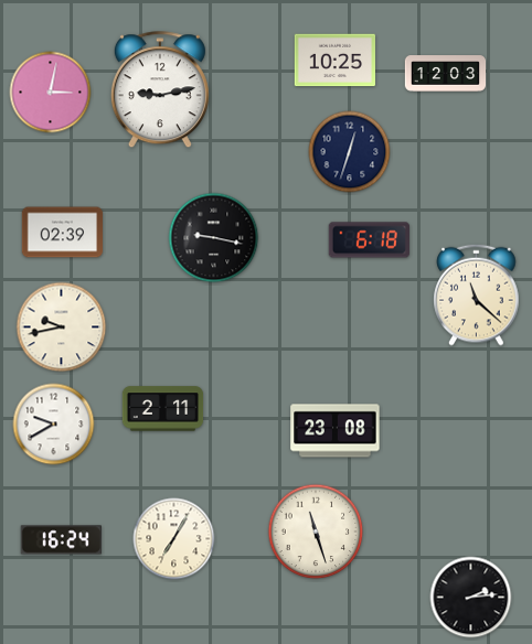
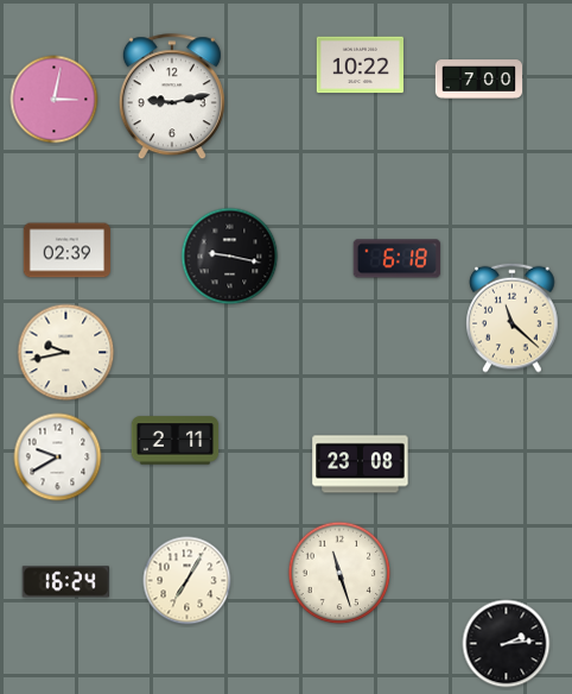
clock at (334, 61): 10:25 -> 10:22
clock at (446, 74): 12:03 -> 7:00
clock at (350, 152): 12:33 -> none
